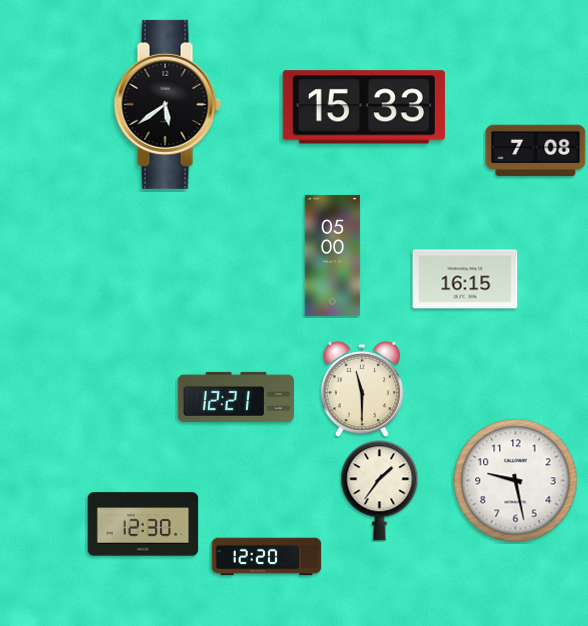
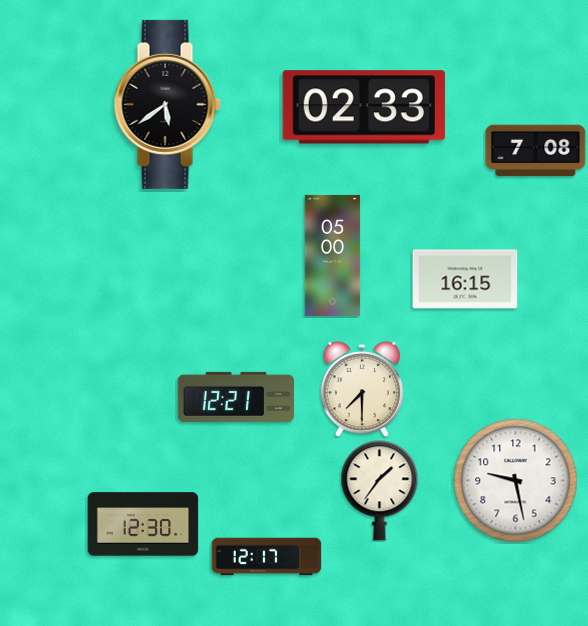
clock at (364, 107): 15:33 -> 02:33
clock at (362, 389): 11:30 -> 7:30
clock at (267, 557): 12:20 -> 12:17
